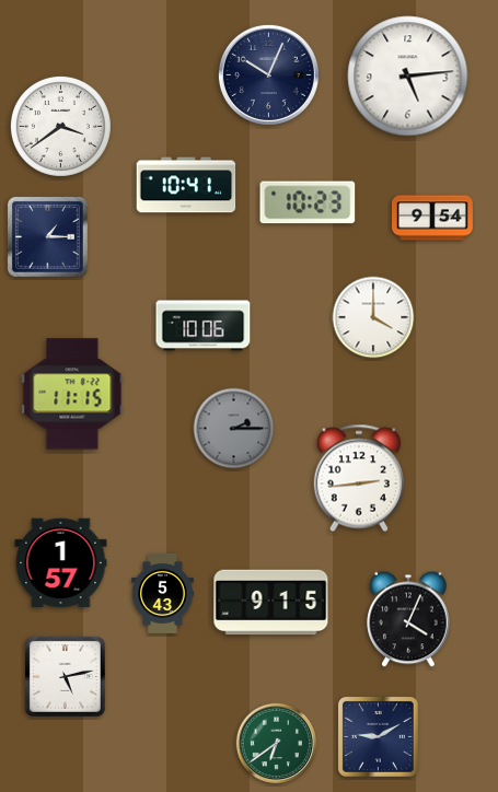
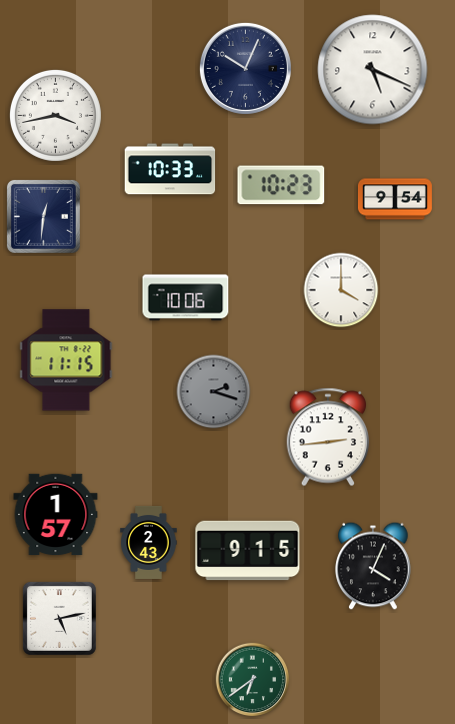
clock at (408, 77): 5:14 -> 5:19
clock at (60, 126): 3:39 -> 3:43
clock at (186, 185): 10:41 -> 10:33
clock at (47, 236): 1:15 -> 12:31
clock at (234, 429): 2:15 -> 2:18
clock at (163, 593): 5:43 -> 2:43
clock at (378, 736): 9:10 -> none
